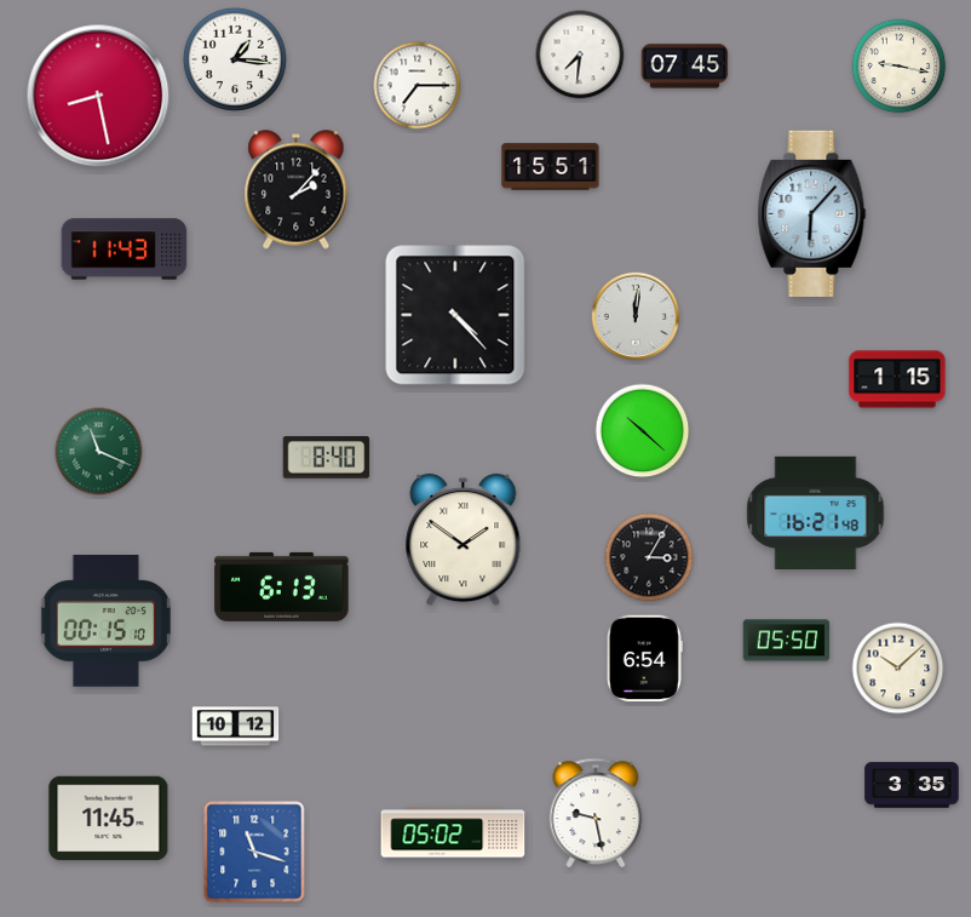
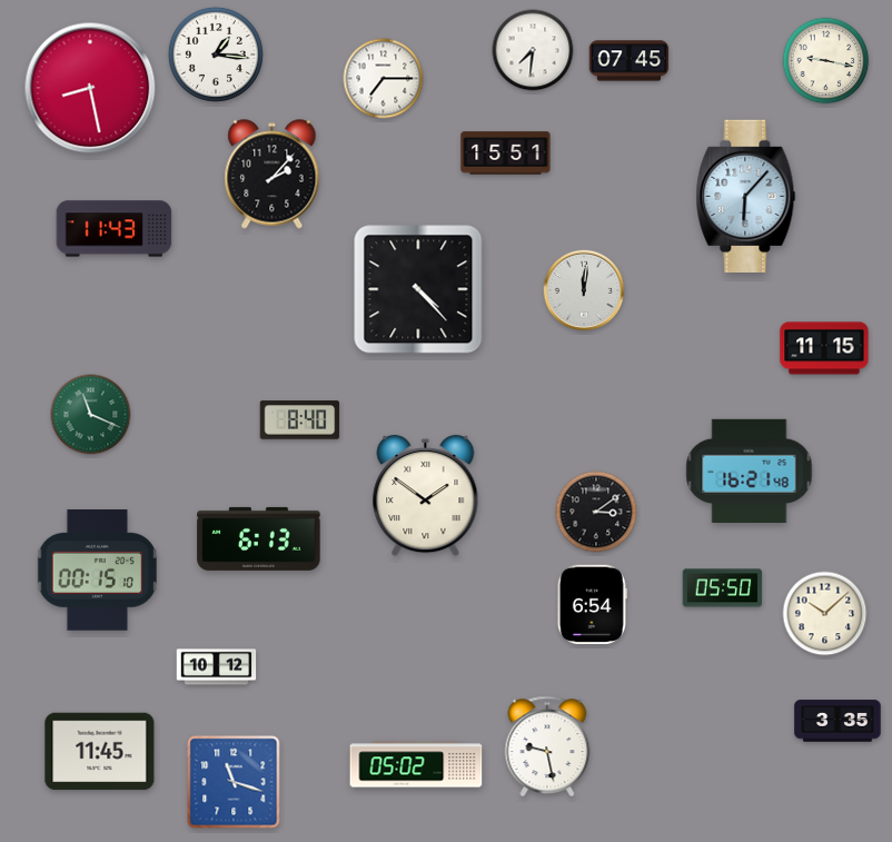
clock at (897, 379): 1:15 -> 11:15
clock at (643, 431): 10:22 -> none
clock at (649, 557): 3:05 -> 3:09
